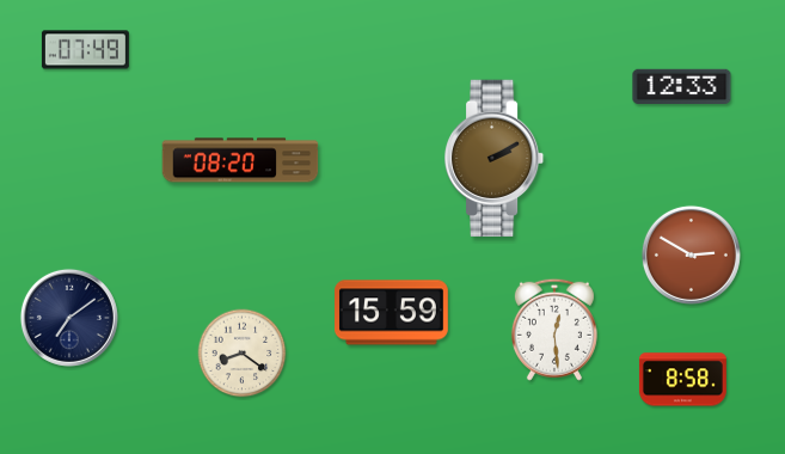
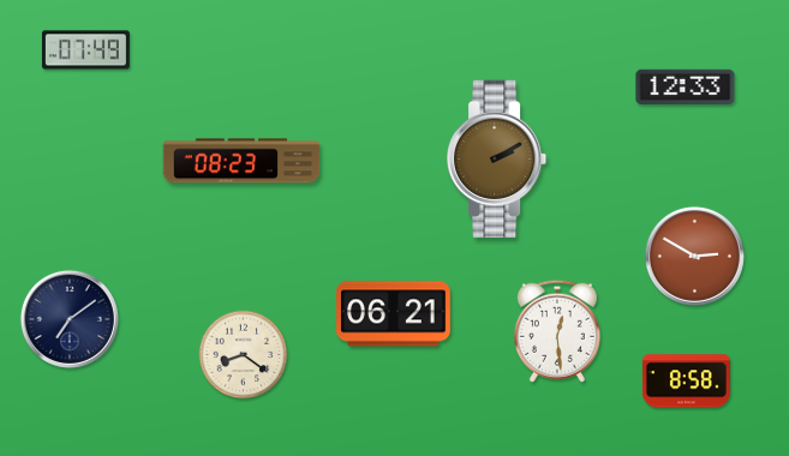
clock at (240, 160): 08:20 -> 08:23
clock at (392, 313): 15:59 -> 06:21
